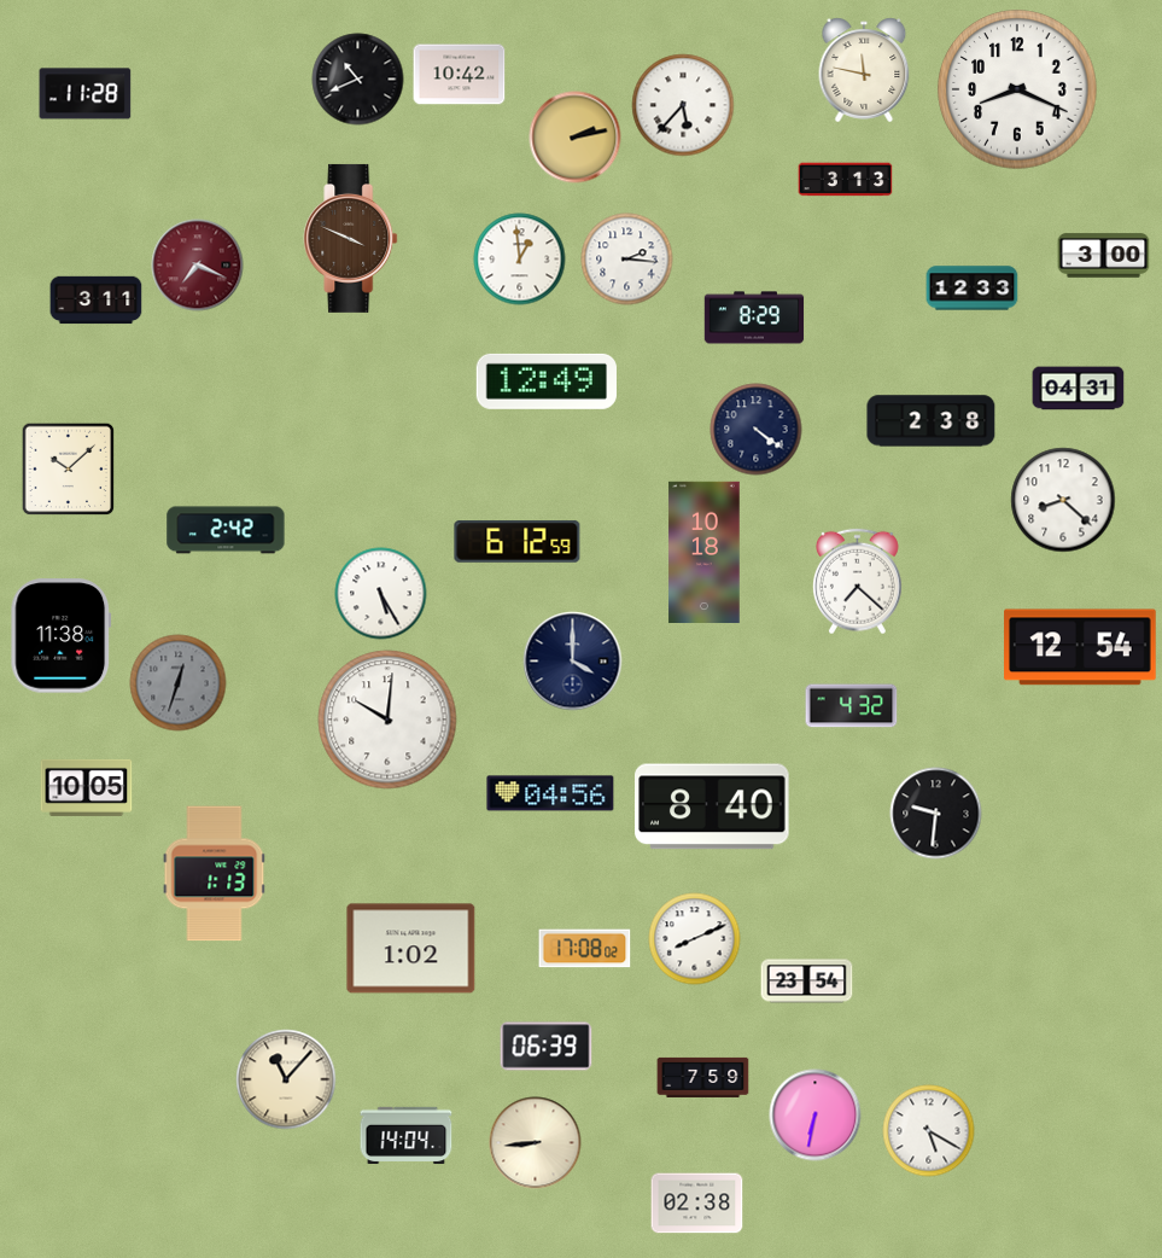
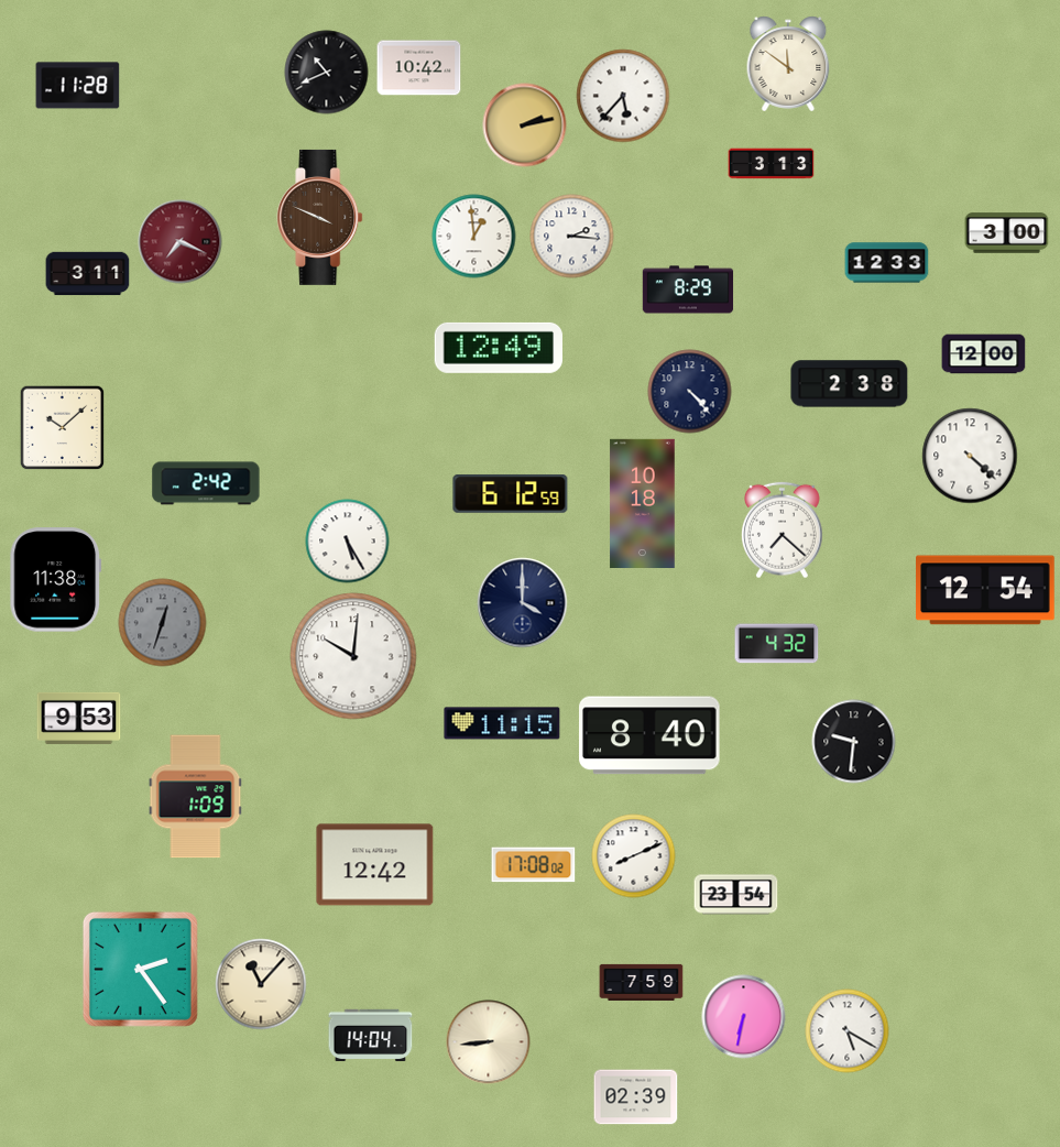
clock at (864, 70): 11:47 -> 11:51
clock at (1017, 89): 8:19 -> none
clock at (1079, 389): 04:31 -> 12:00
clock at (757, 430): 4:21 -> 4:23
clock at (1063, 500): 8:22 -> 4:22
clock at (518, 542) position: (518, 542) -> (511, 494)
clock at (87, 787): 10:05 -> 9:53
clock at (550, 793): 04:56 -> 11:15
clock at (215, 874): 1:13 -> 1:09
clock at (411, 949): 1:02 -> 12:42
clock at (547, 1047): 06:39 -> none
clock at (140, 969): none -> 2:24
clock at (697, 1204): 02:38 -> 02:39
